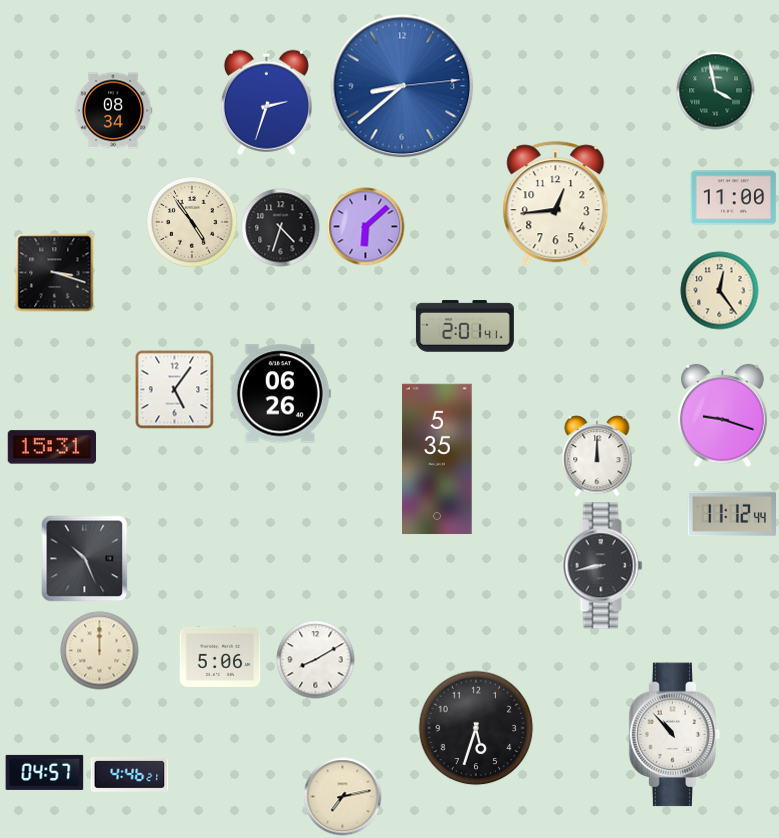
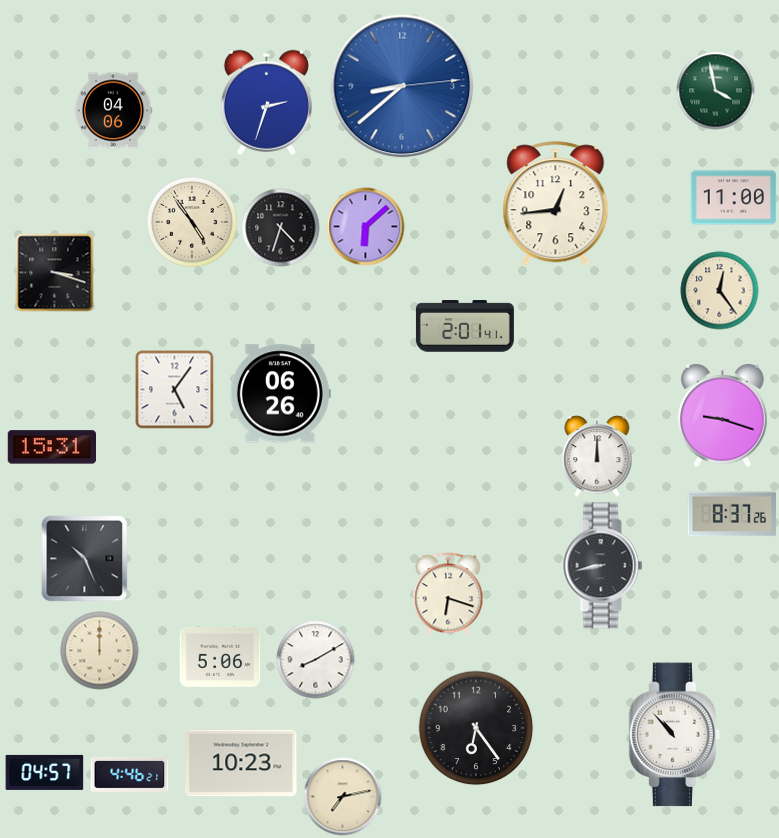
clock at (113, 111): 08:34 -> 04:06
clock at (437, 459): 5:35 -> none
clock at (731, 514): 11:12 -> 8:37
clock at (448, 594): none -> 6:18
clock at (476, 728): 5:33 -> 6:24
clock at (241, 763): none -> 10:23
